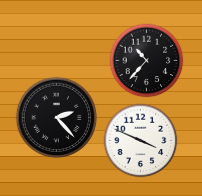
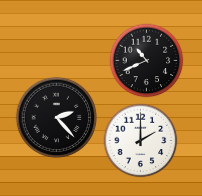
clock at (147, 61): 10:37 -> 10:41
clock at (141, 141): 3:49 -> 2:00
